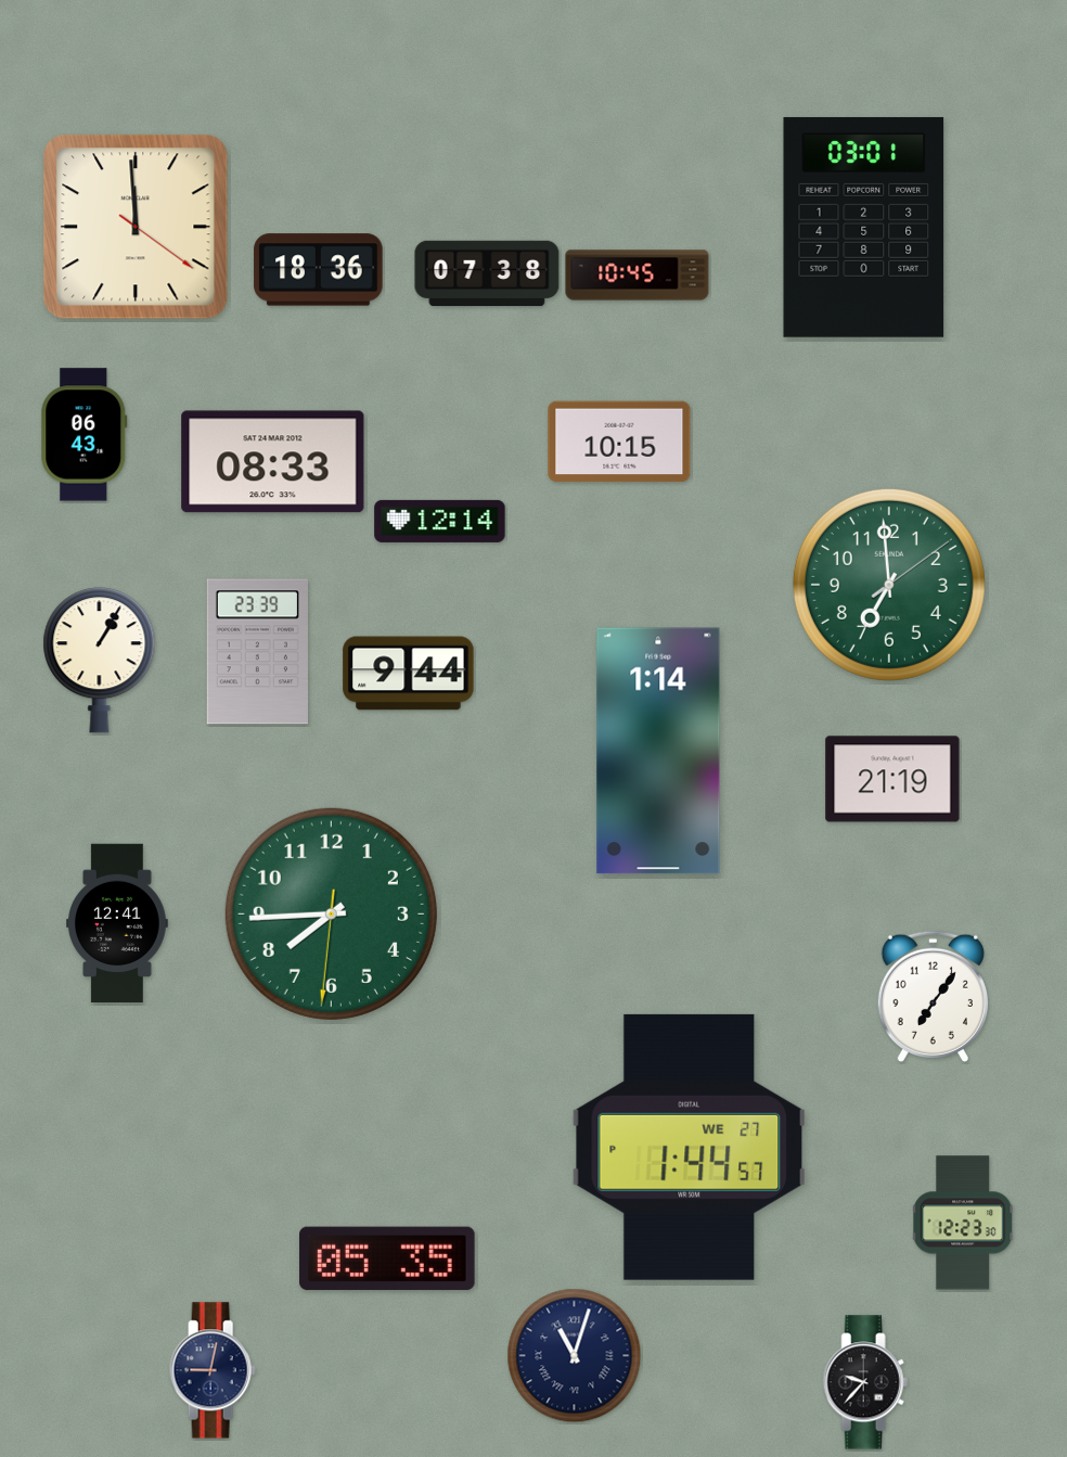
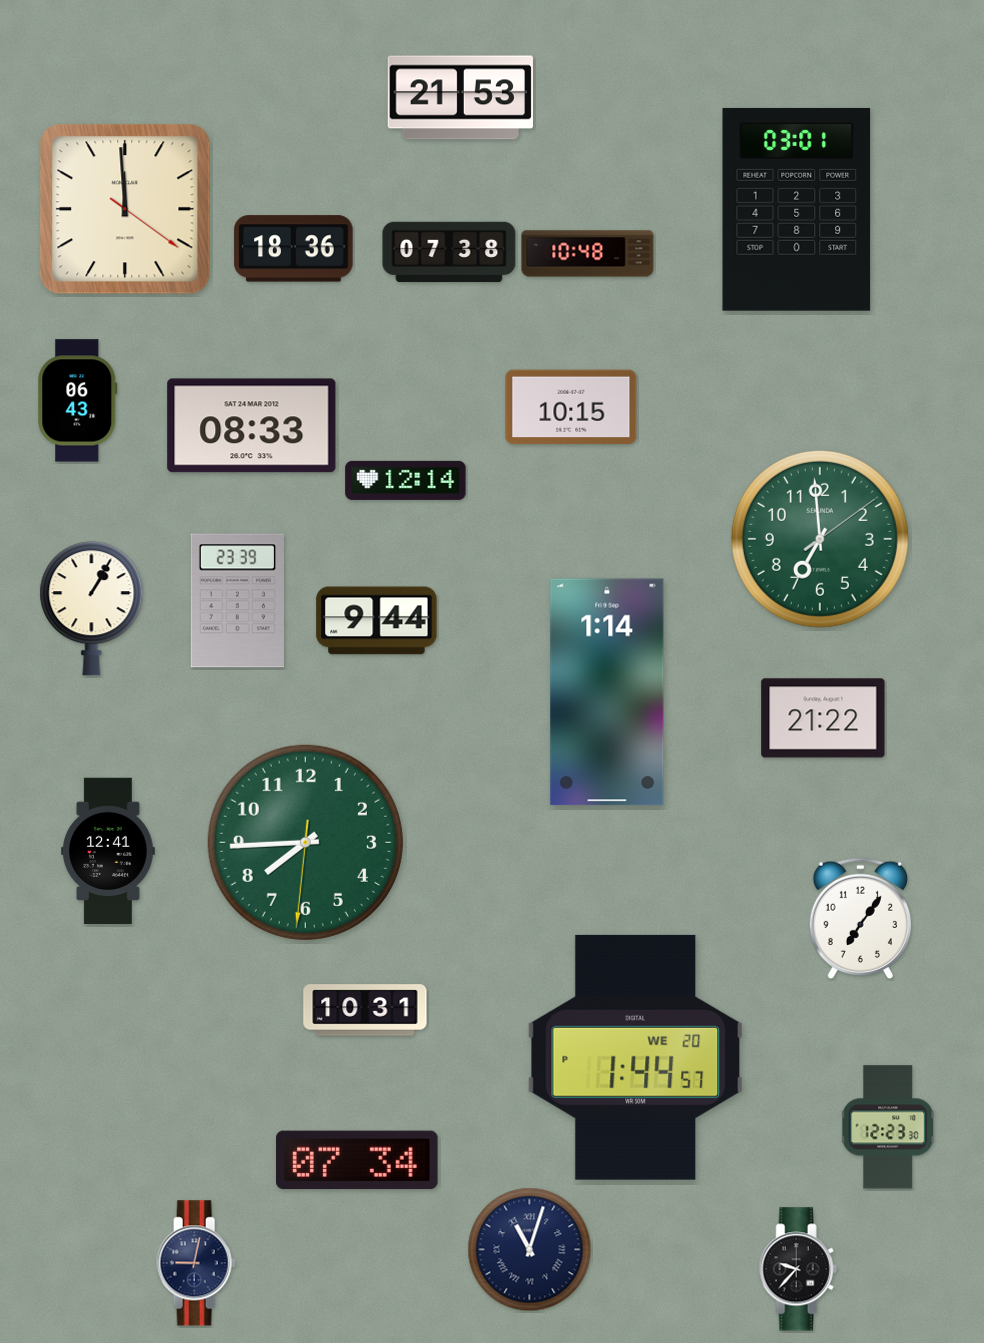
clock at (460, 98): none -> 21:53
clock at (638, 276): 10:45 -> 10:48
clock at (892, 779): 21:19 -> 21:22
clock at (365, 1010): none -> 10:31
clock at (690, 1147) date: WE 27 -> WE 20
clock at (387, 1258): 05:35 -> 07:34
clock at (865, 1382) position: (865, 1382) -> (798, 1269)
